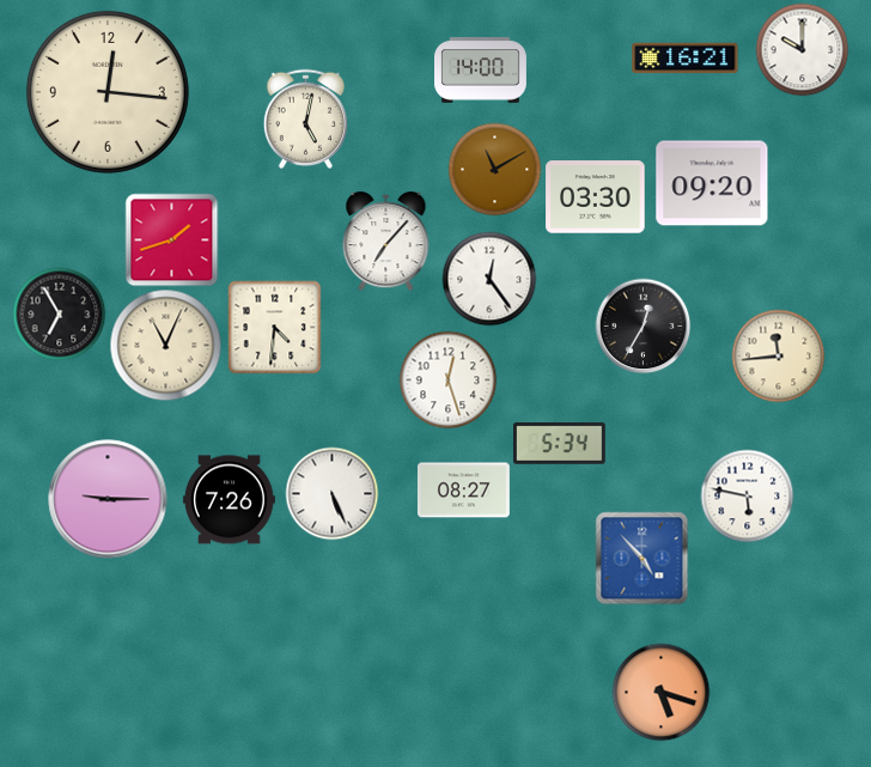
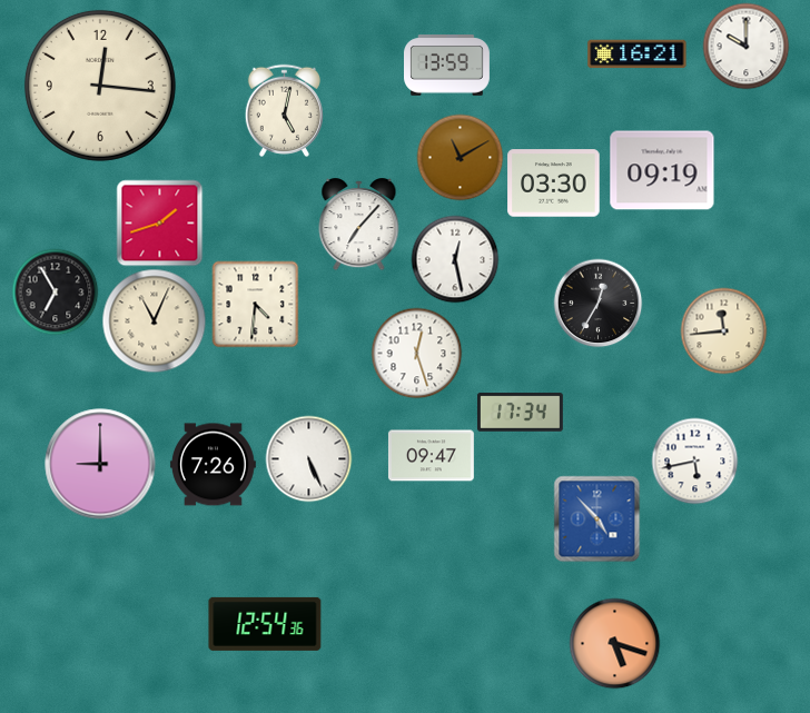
clock at (481, 71): 14:00 -> 13:59
clock at (712, 183): 09:20 -> 09:19
clock at (489, 279): 12:24 -> 12:28
clock at (559, 444): 5:34 -> 17:34
clock at (463, 491): 08:27 -> 09:47
clock at (747, 495): 5:47 -> 5:43
clock at (108, 499): 9:15 -> 9:00
clock at (265, 624): none -> 12:54
